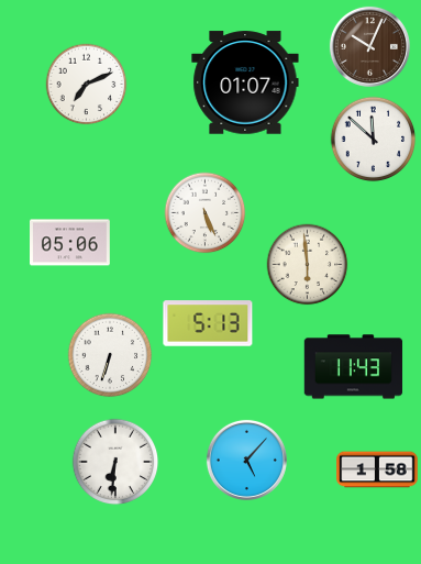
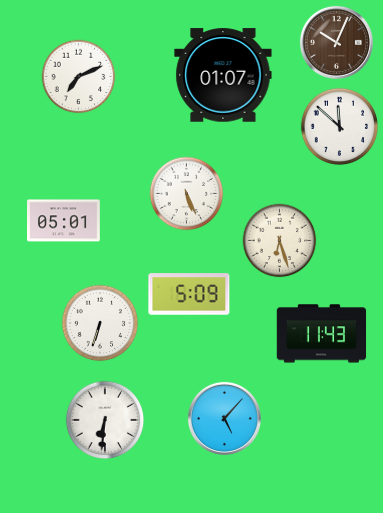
clock at (70, 243): 05:06 -> 05:01
clock at (308, 265): 5:59 -> 6:27
clock at (208, 323): 5:13 -> 5:09
clock at (377, 469): 1:58 -> none
